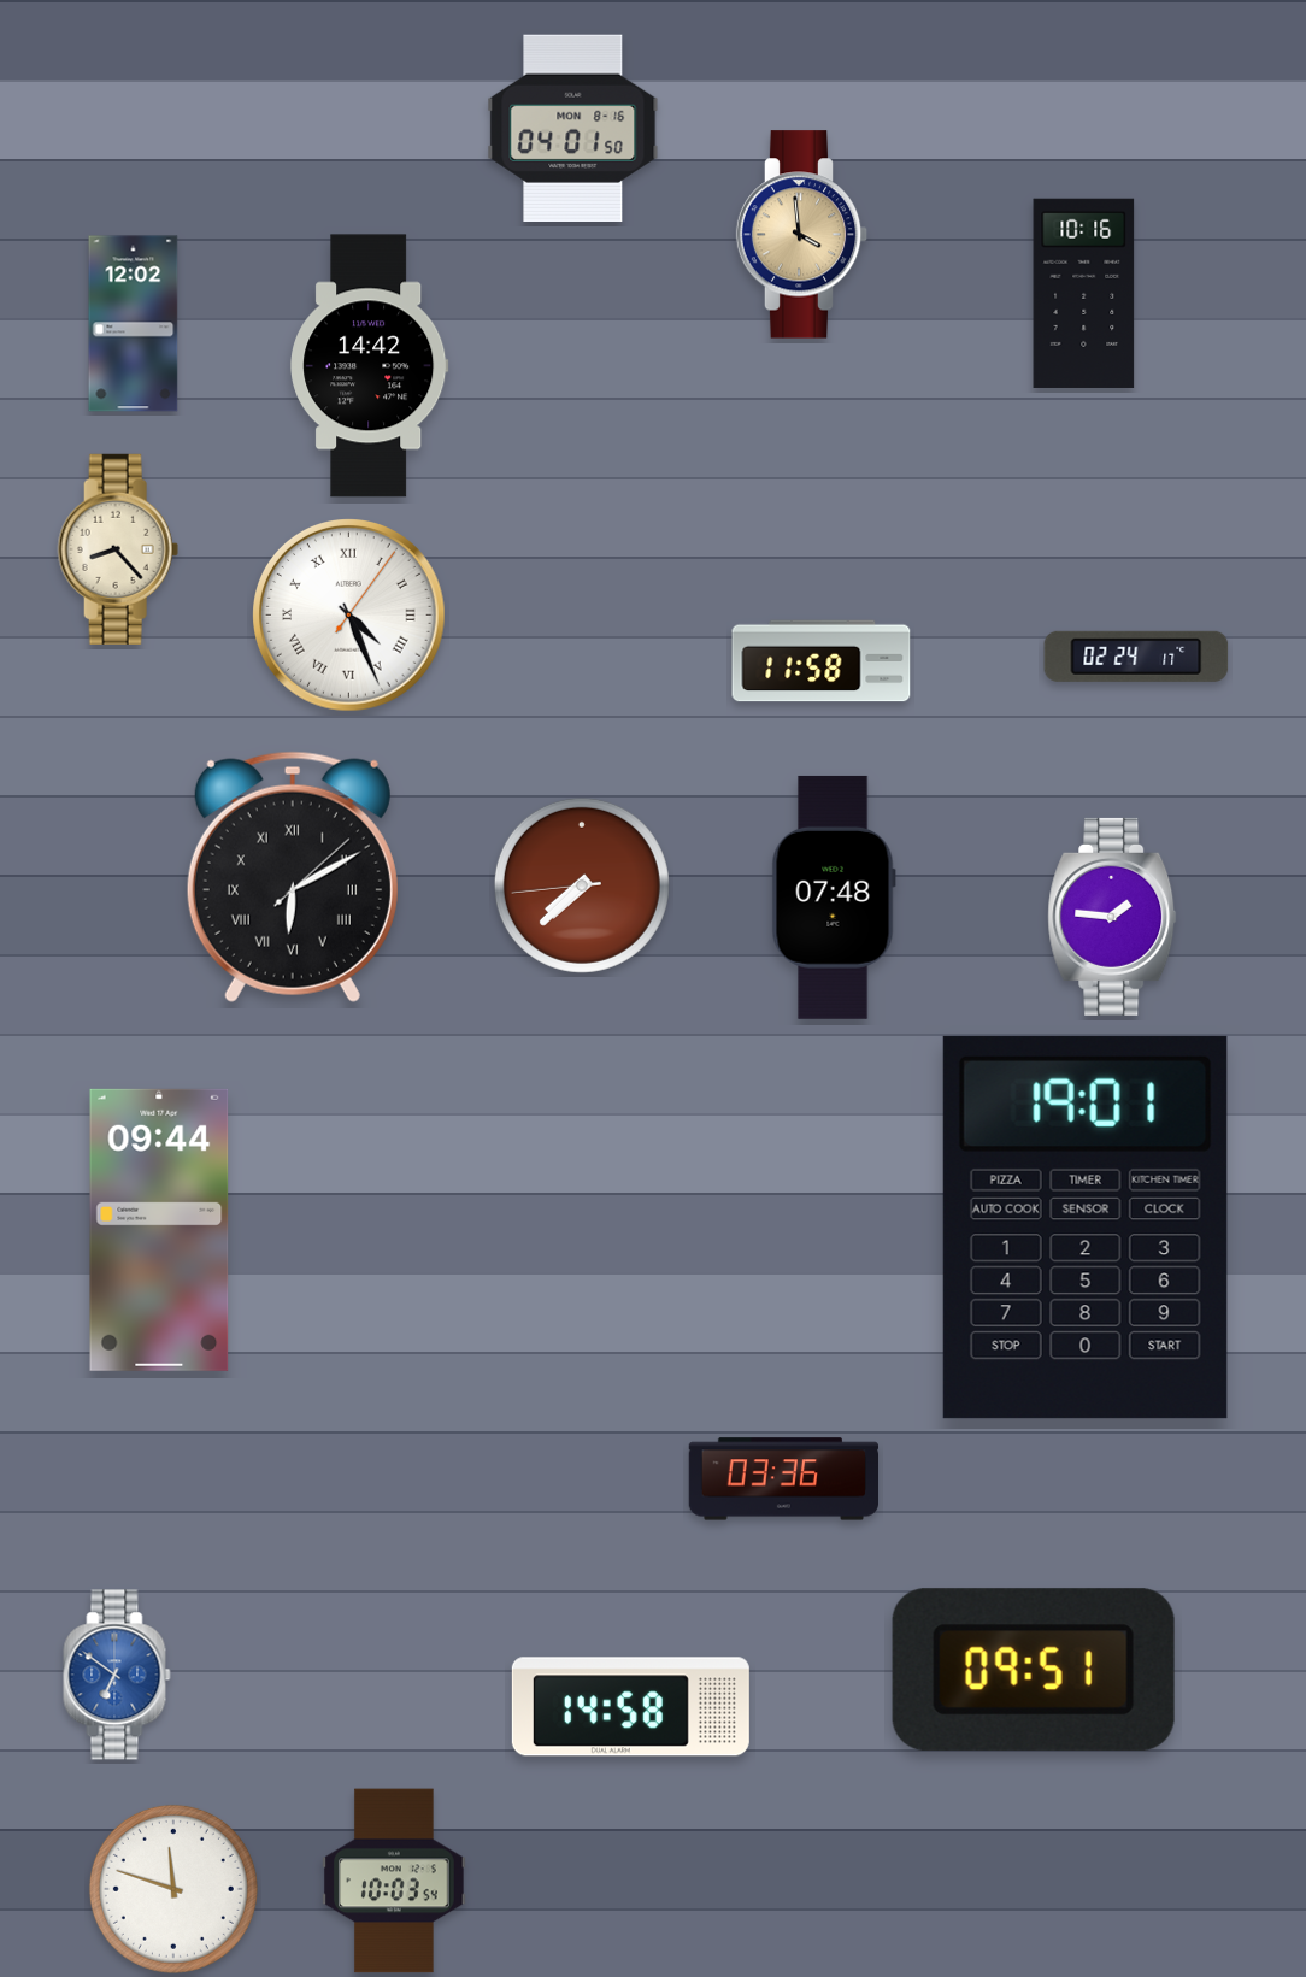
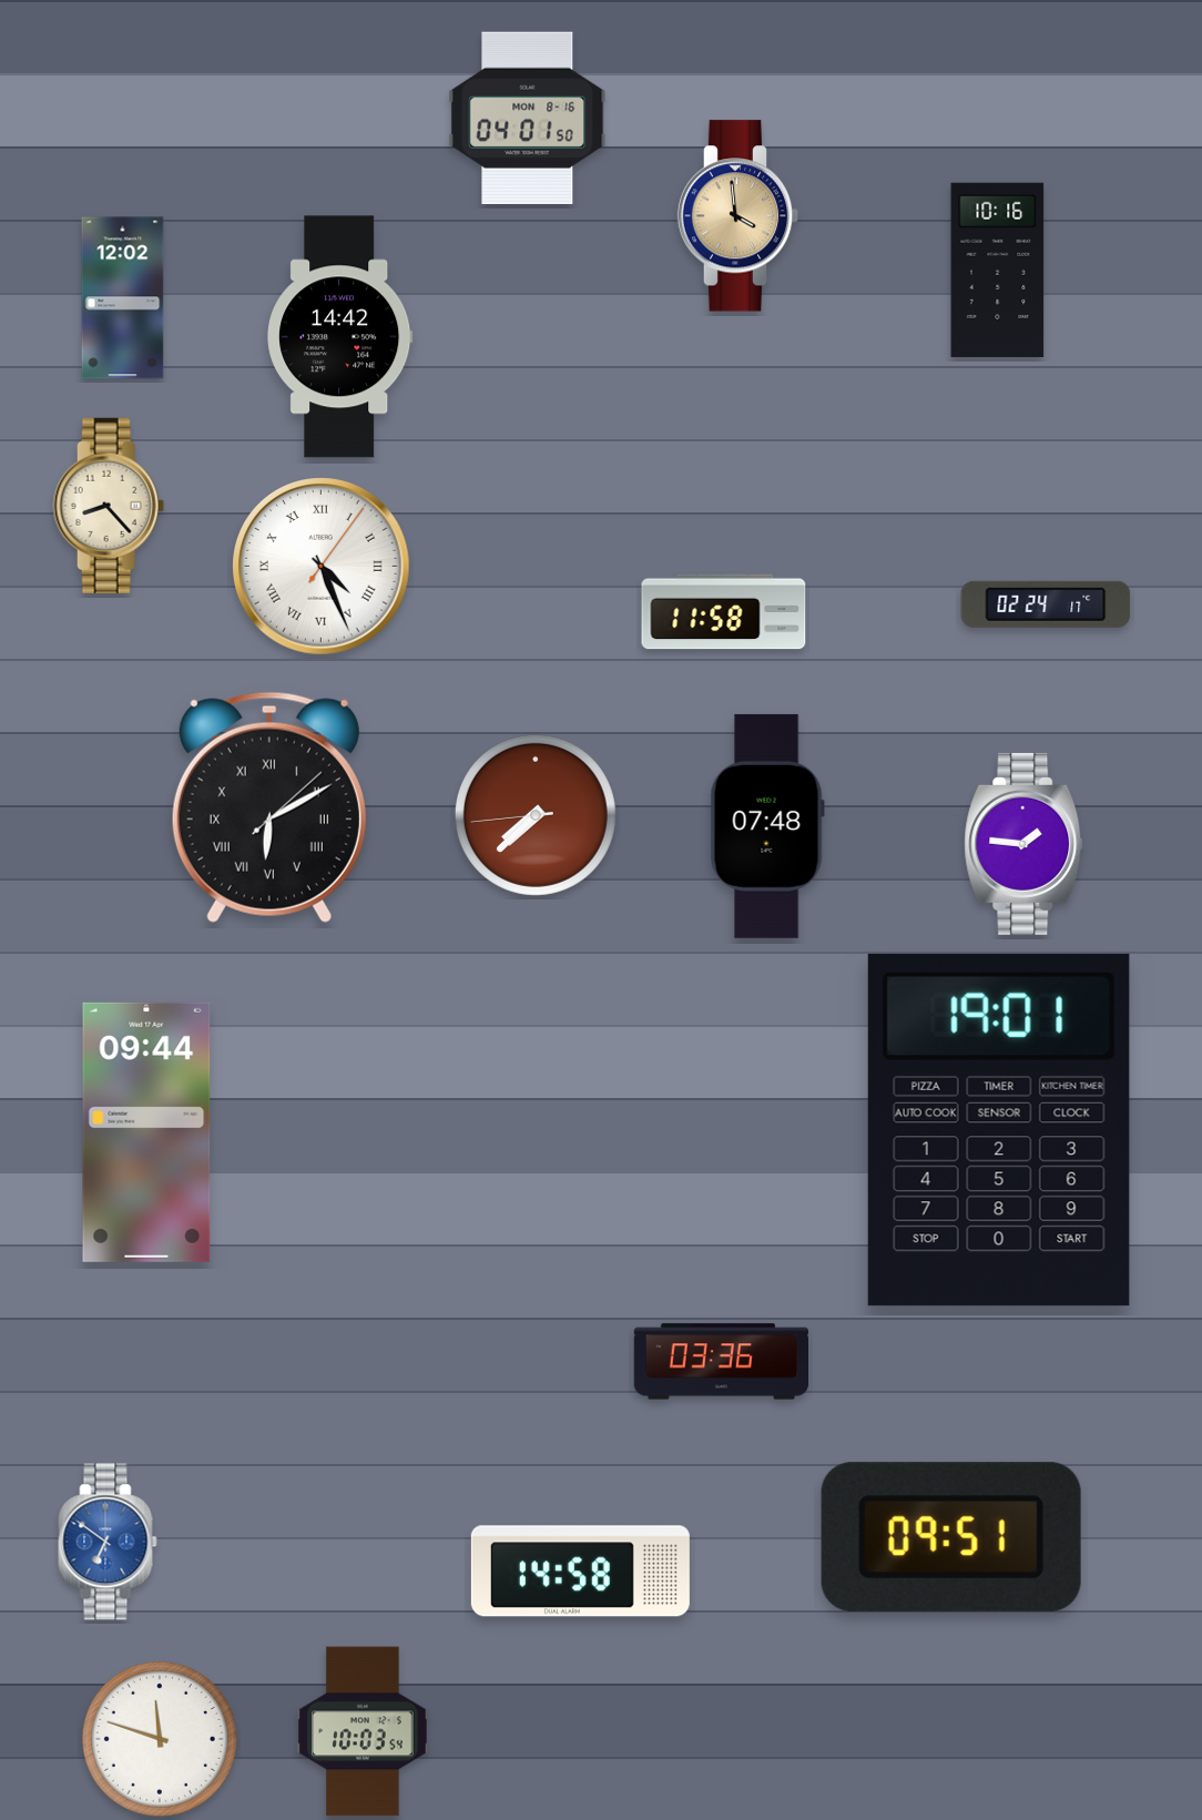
clock at (822, 661) position: (822, 661) -> (724, 612)
